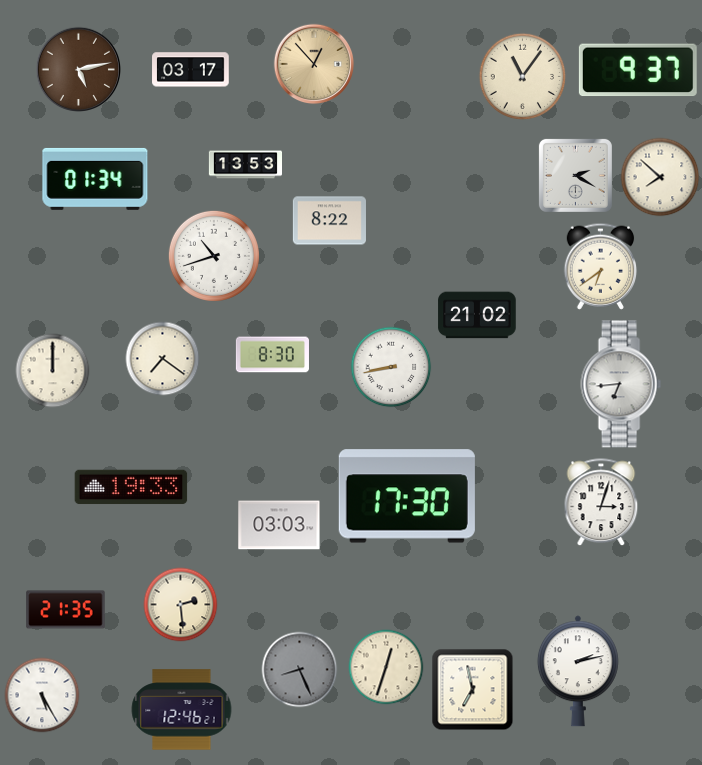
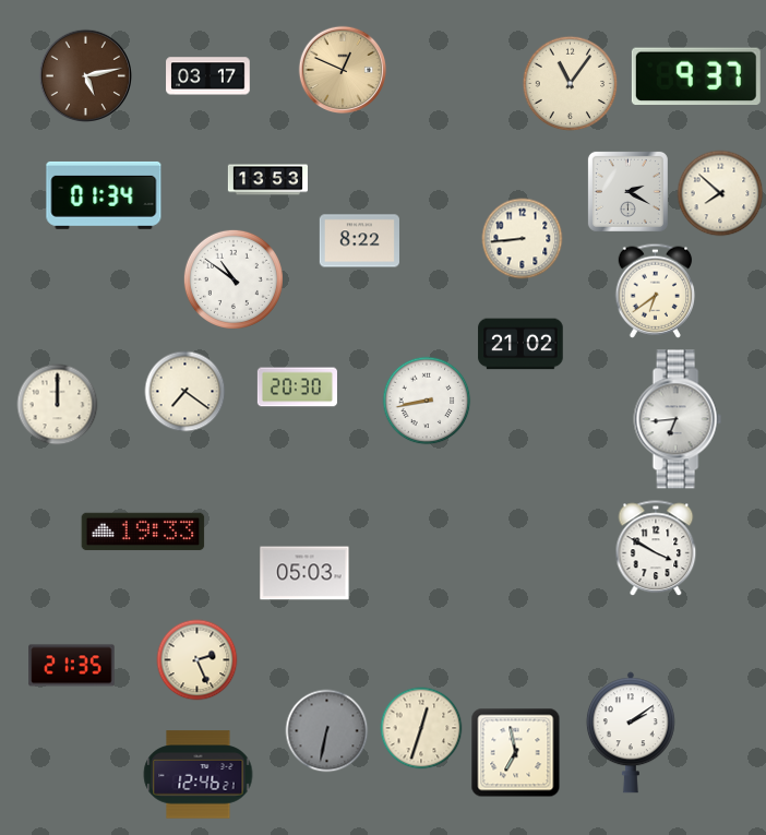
clock at (314, 64): 12:53 -> 12:49
clock at (523, 239): none -> 8:44
clock at (214, 256): 10:42 -> 10:51
clock at (272, 355): 8:30 -> 20:30
clock at (163, 359) position: (163, 359) -> (185, 392)
clock at (407, 496): 17:30 -> none
clock at (601, 503): 3:03 -> 3:50
clock at (279, 525): 03:03 -> 05:03
clock at (181, 605): 2:29 -> 2:26
clock at (300, 670): 8:26 -> 6:32
clock at (578, 671): 2:13 -> 2:09
clock at (42, 695): 5:25 -> none
